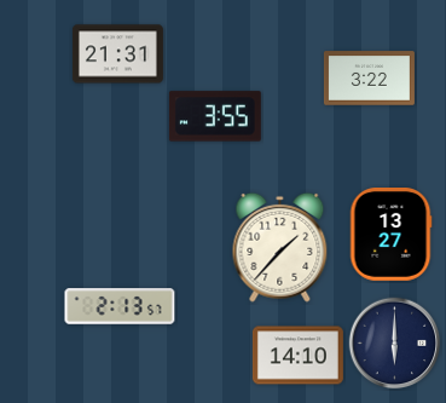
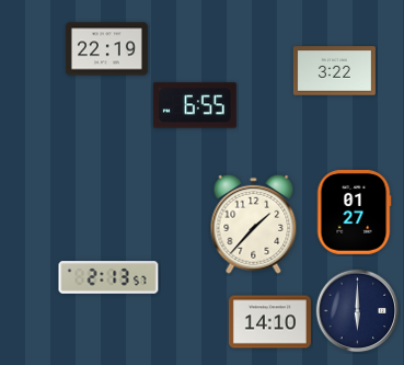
clock at (117, 54): 21:31 -> 22:19
clock at (215, 116): 3:55 -> 6:55
clock at (390, 235): 13:27 -> 01:27
